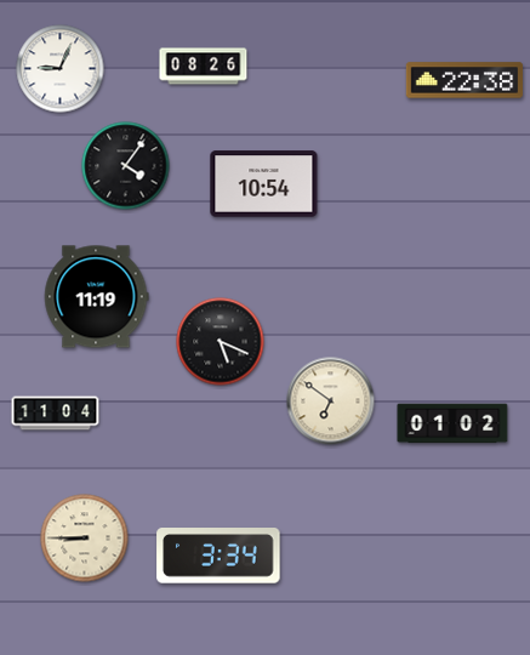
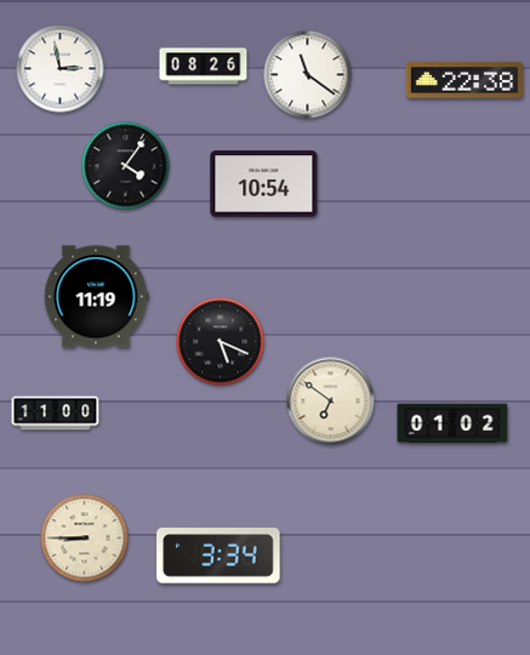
clock at (61, 69): 9:04 -> 2:58
clock at (308, 75): none -> 11:21
clock at (56, 414): 11:04 -> 11:00
